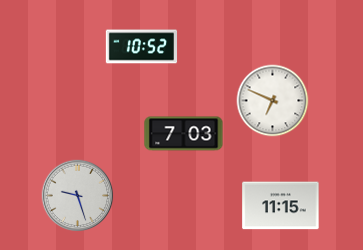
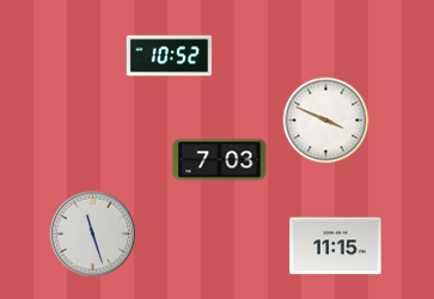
clock at (273, 101): 6:49 -> 3:49
clock at (78, 196): 9:27 -> 11:27
